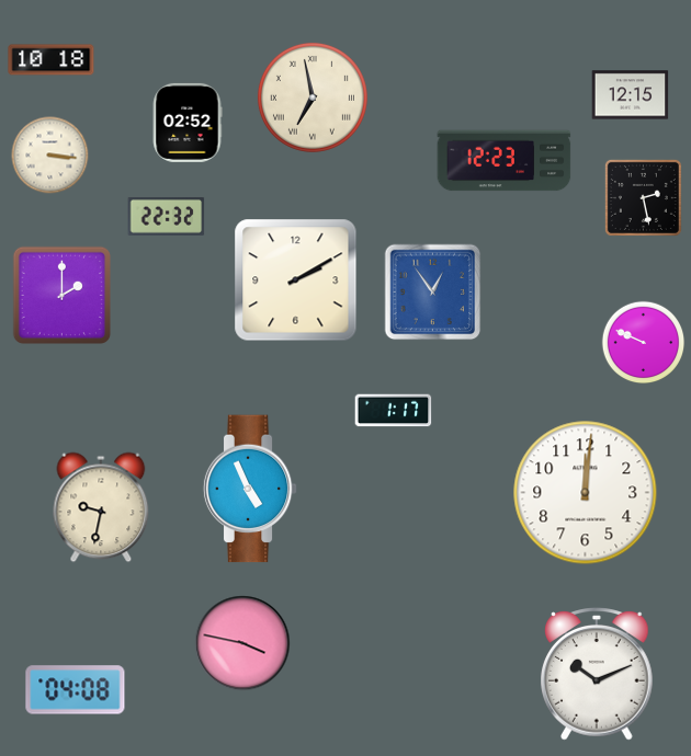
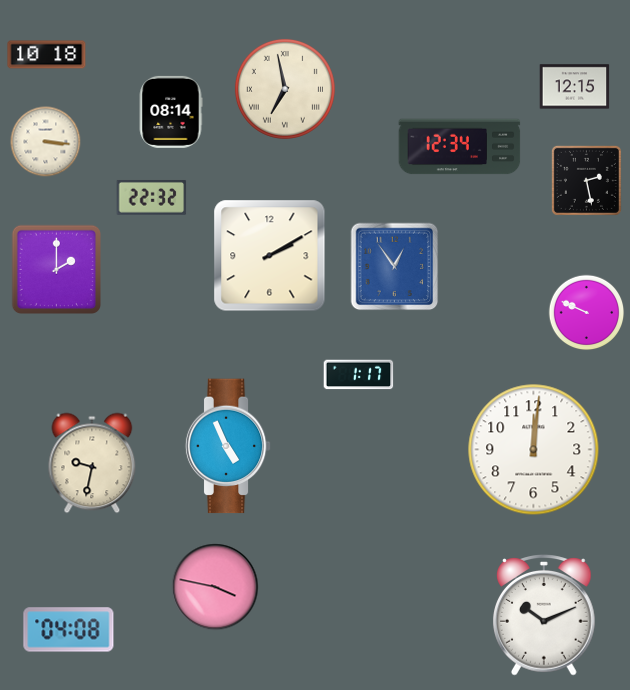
clock at (188, 123): 02:52 -> 08:14
clock at (505, 161): 12:23 -> 12:34
clock at (242, 643) position: (242, 643) -> (215, 587)
